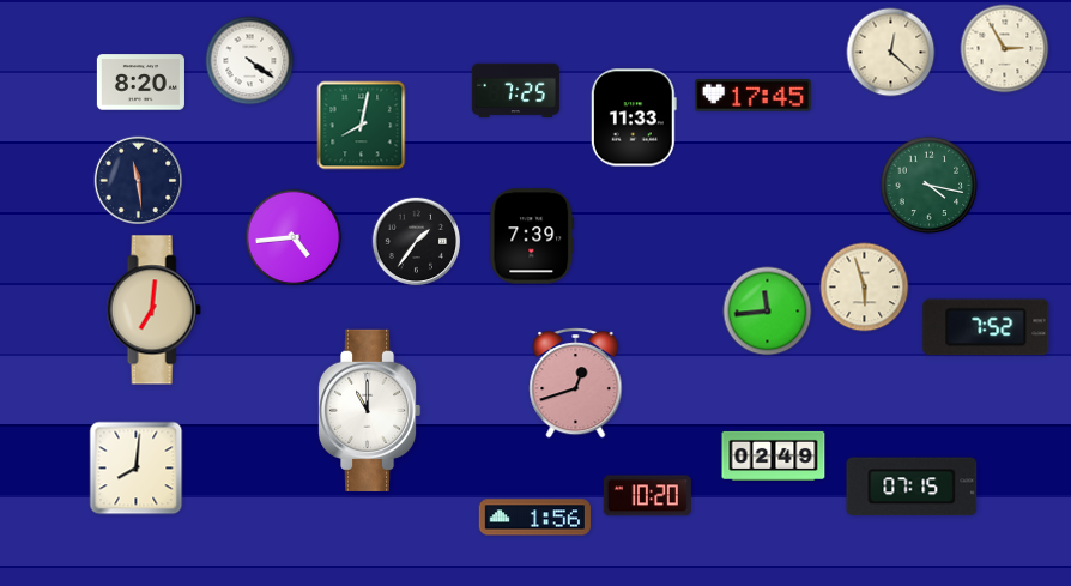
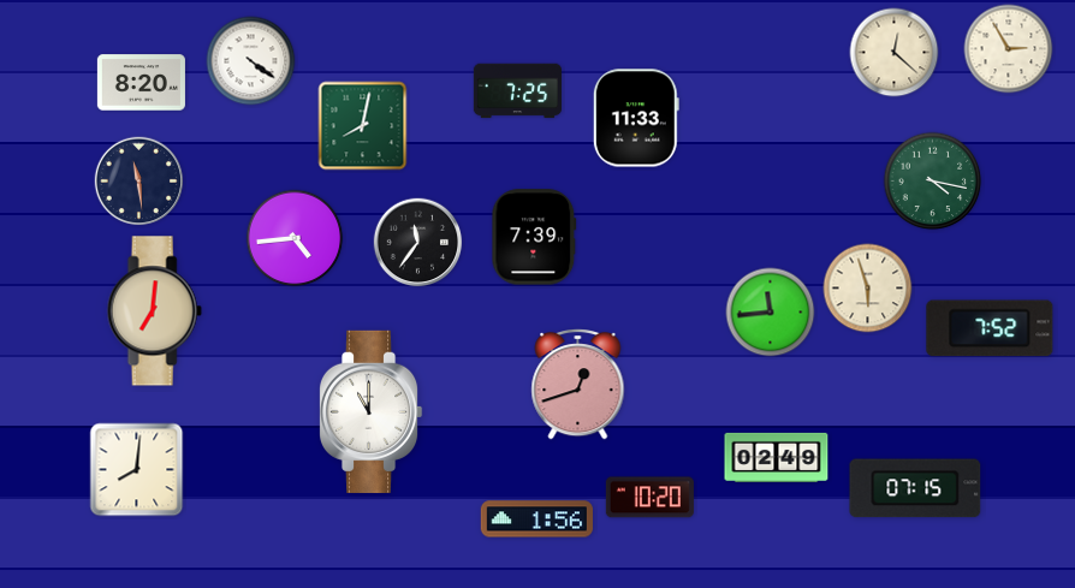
clock at (754, 96): 17:45 -> none
clock at (930, 186) position: (930, 186) -> (933, 182)
clock at (417, 242): 1:36 -> 11:36
